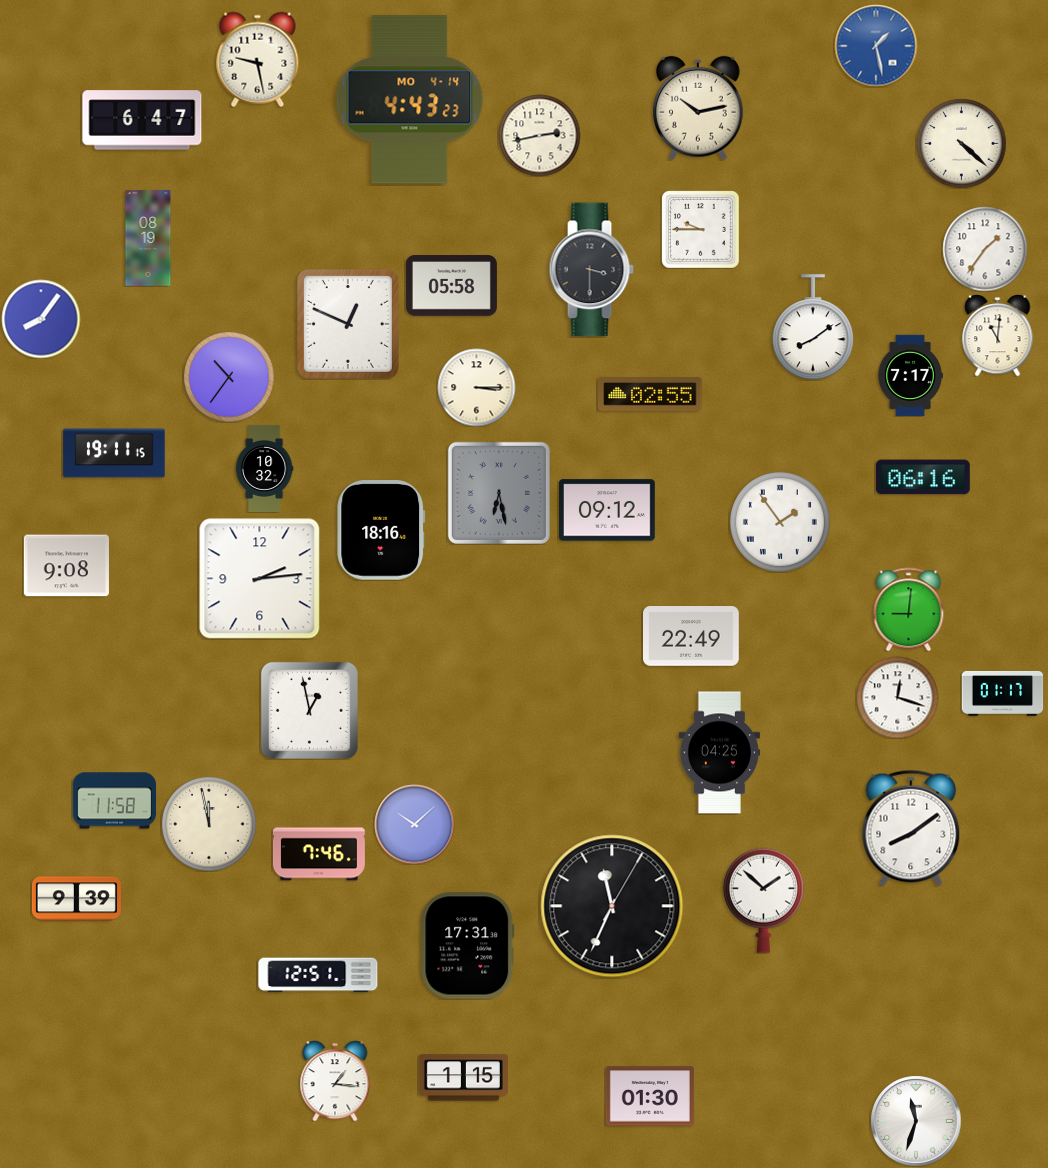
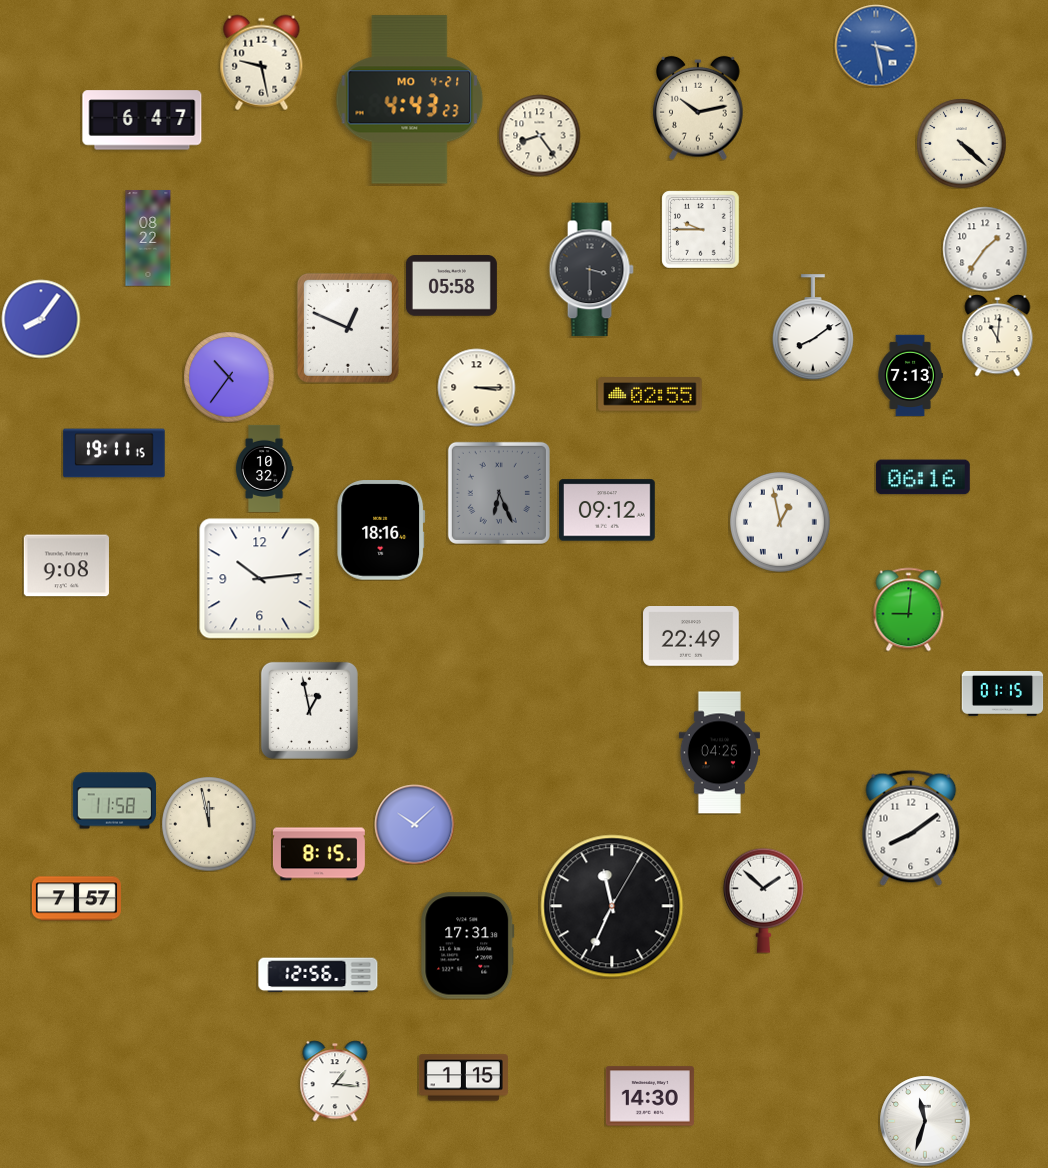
clock at (876, 46): 1:28 -> 3:28
clock at (258, 59) position: (258, 59) -> (262, 62)
clock at (410, 100) date: MO 4-14 -> MO 4-21
clock at (539, 135): 2:43 -> 8:24
clock at (148, 238): 08:19 -> 08:22
clock at (348, 324) position: (348, 324) -> (348, 328)
clock at (910, 375): 7:17 -> 7:13
clock at (499, 493): 6:28 -> 6:26
clock at (780, 522): 1:54 -> 12:58
clock at (260, 579): 2:14 -> 10:14
clock at (1002, 693): 01:17 -> 01:15
clock at (897, 697): 12:18 -> none
clock at (319, 854): 7:46 -> 8:15
clock at (76, 899): 9:39 -> 7:57
clock at (318, 975): 12:51 -> 12:56
clock at (650, 1096): 01:30 -> 14:30
clock at (916, 1121) position: (916, 1121) -> (925, 1121)
